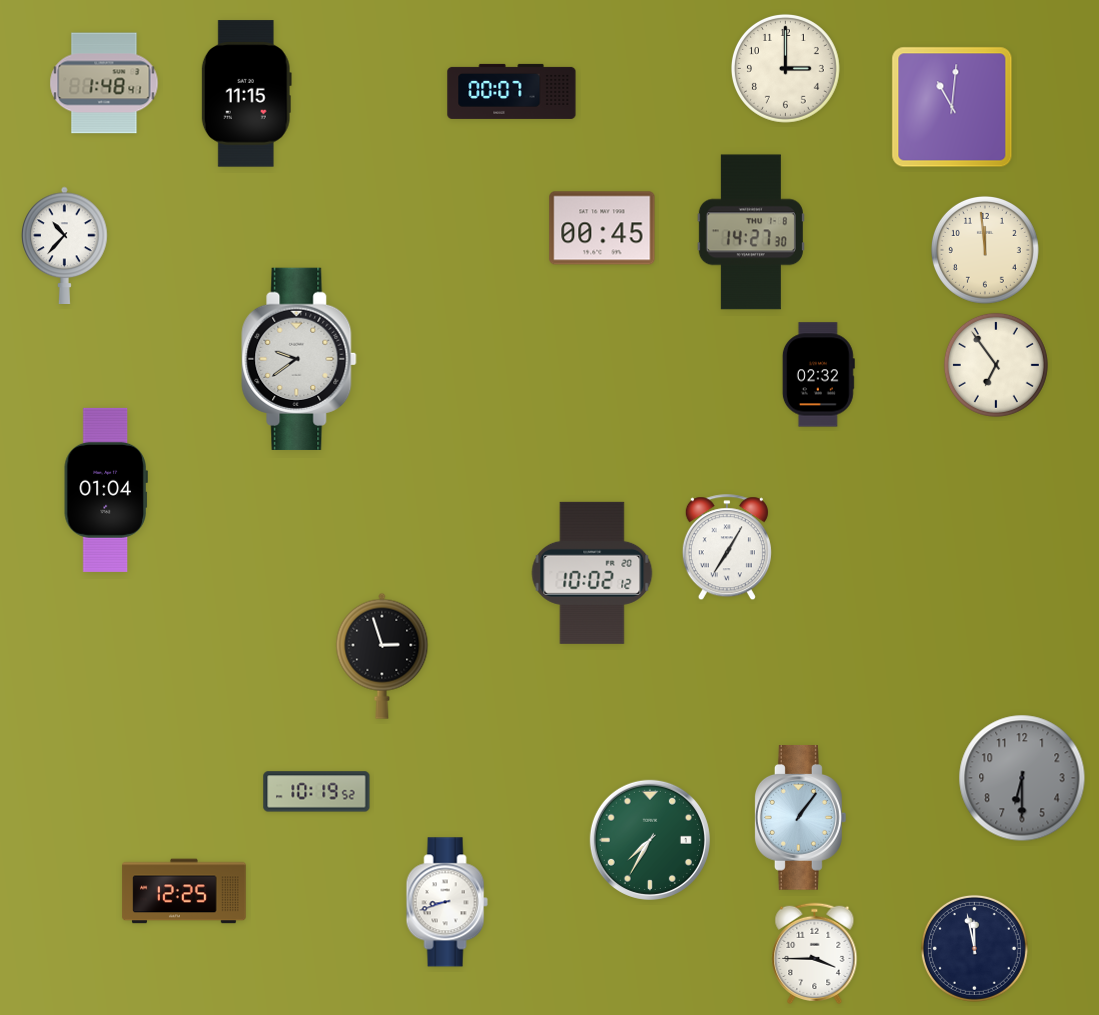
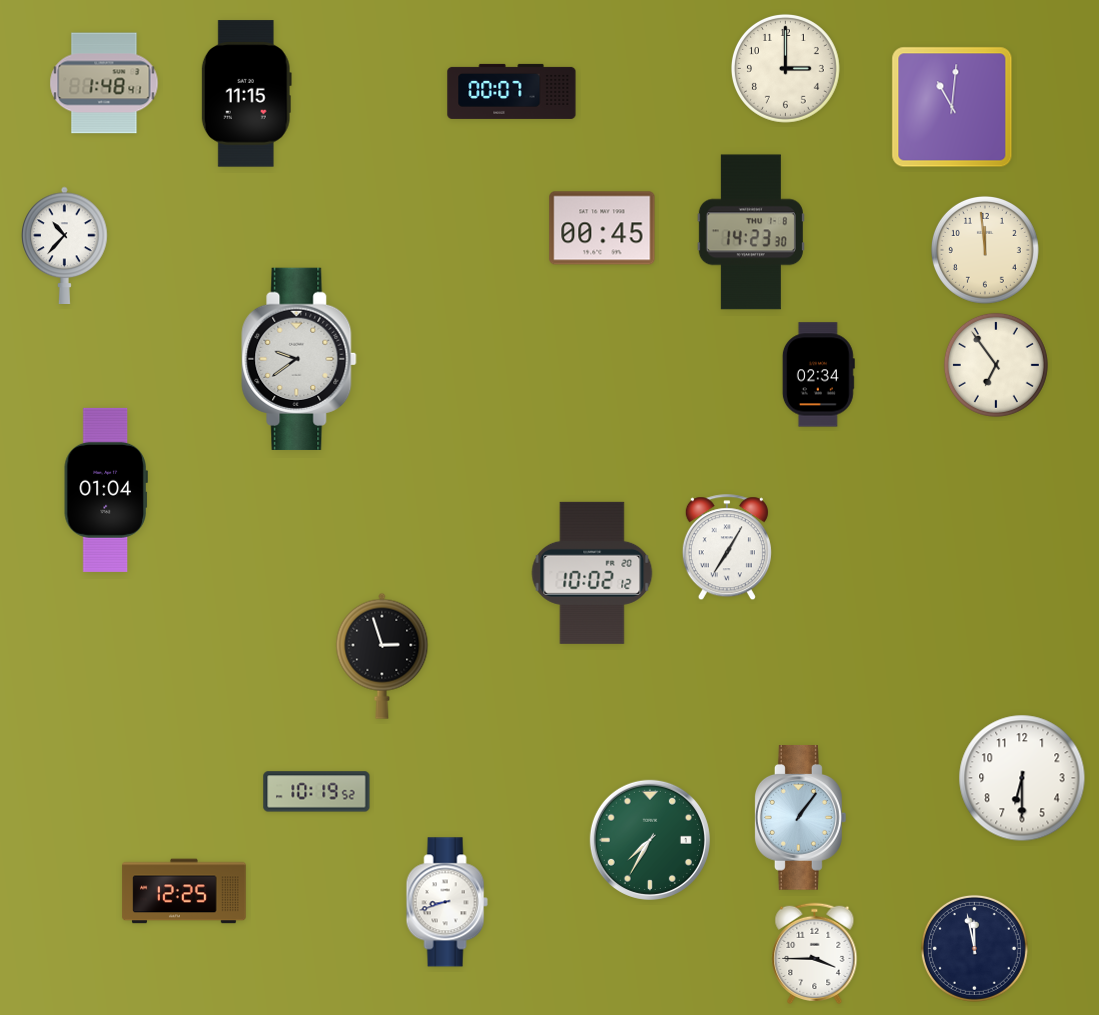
clock at (751, 232): 14:27 -> 14:23
clock at (818, 375): 02:32 -> 02:34
clock at (1022, 778) dial: grey -> white
